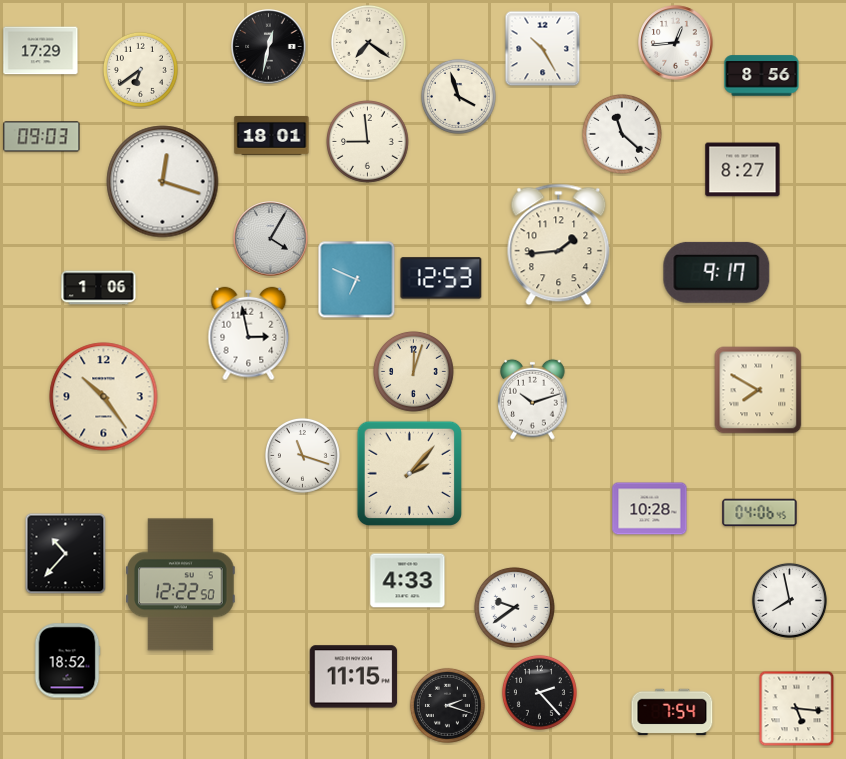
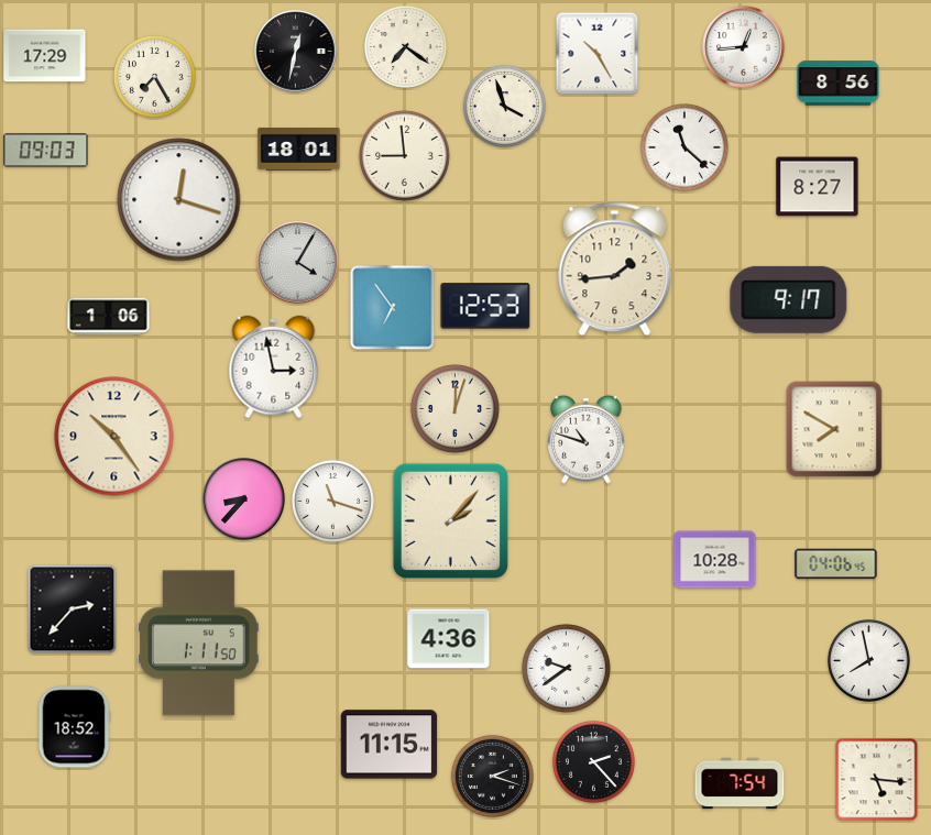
clock at (140, 69): 6:39 -> 7:25
clock at (357, 280): 6:49 -> 6:54
clock at (533, 399): 10:12 -> 10:48
clock at (244, 499): none -> 8:37
clock at (66, 554): 10:37 -> 2:37
clock at (408, 581): 4:33 -> 4:36
clock at (181, 585): 12:22 -> 1:11
